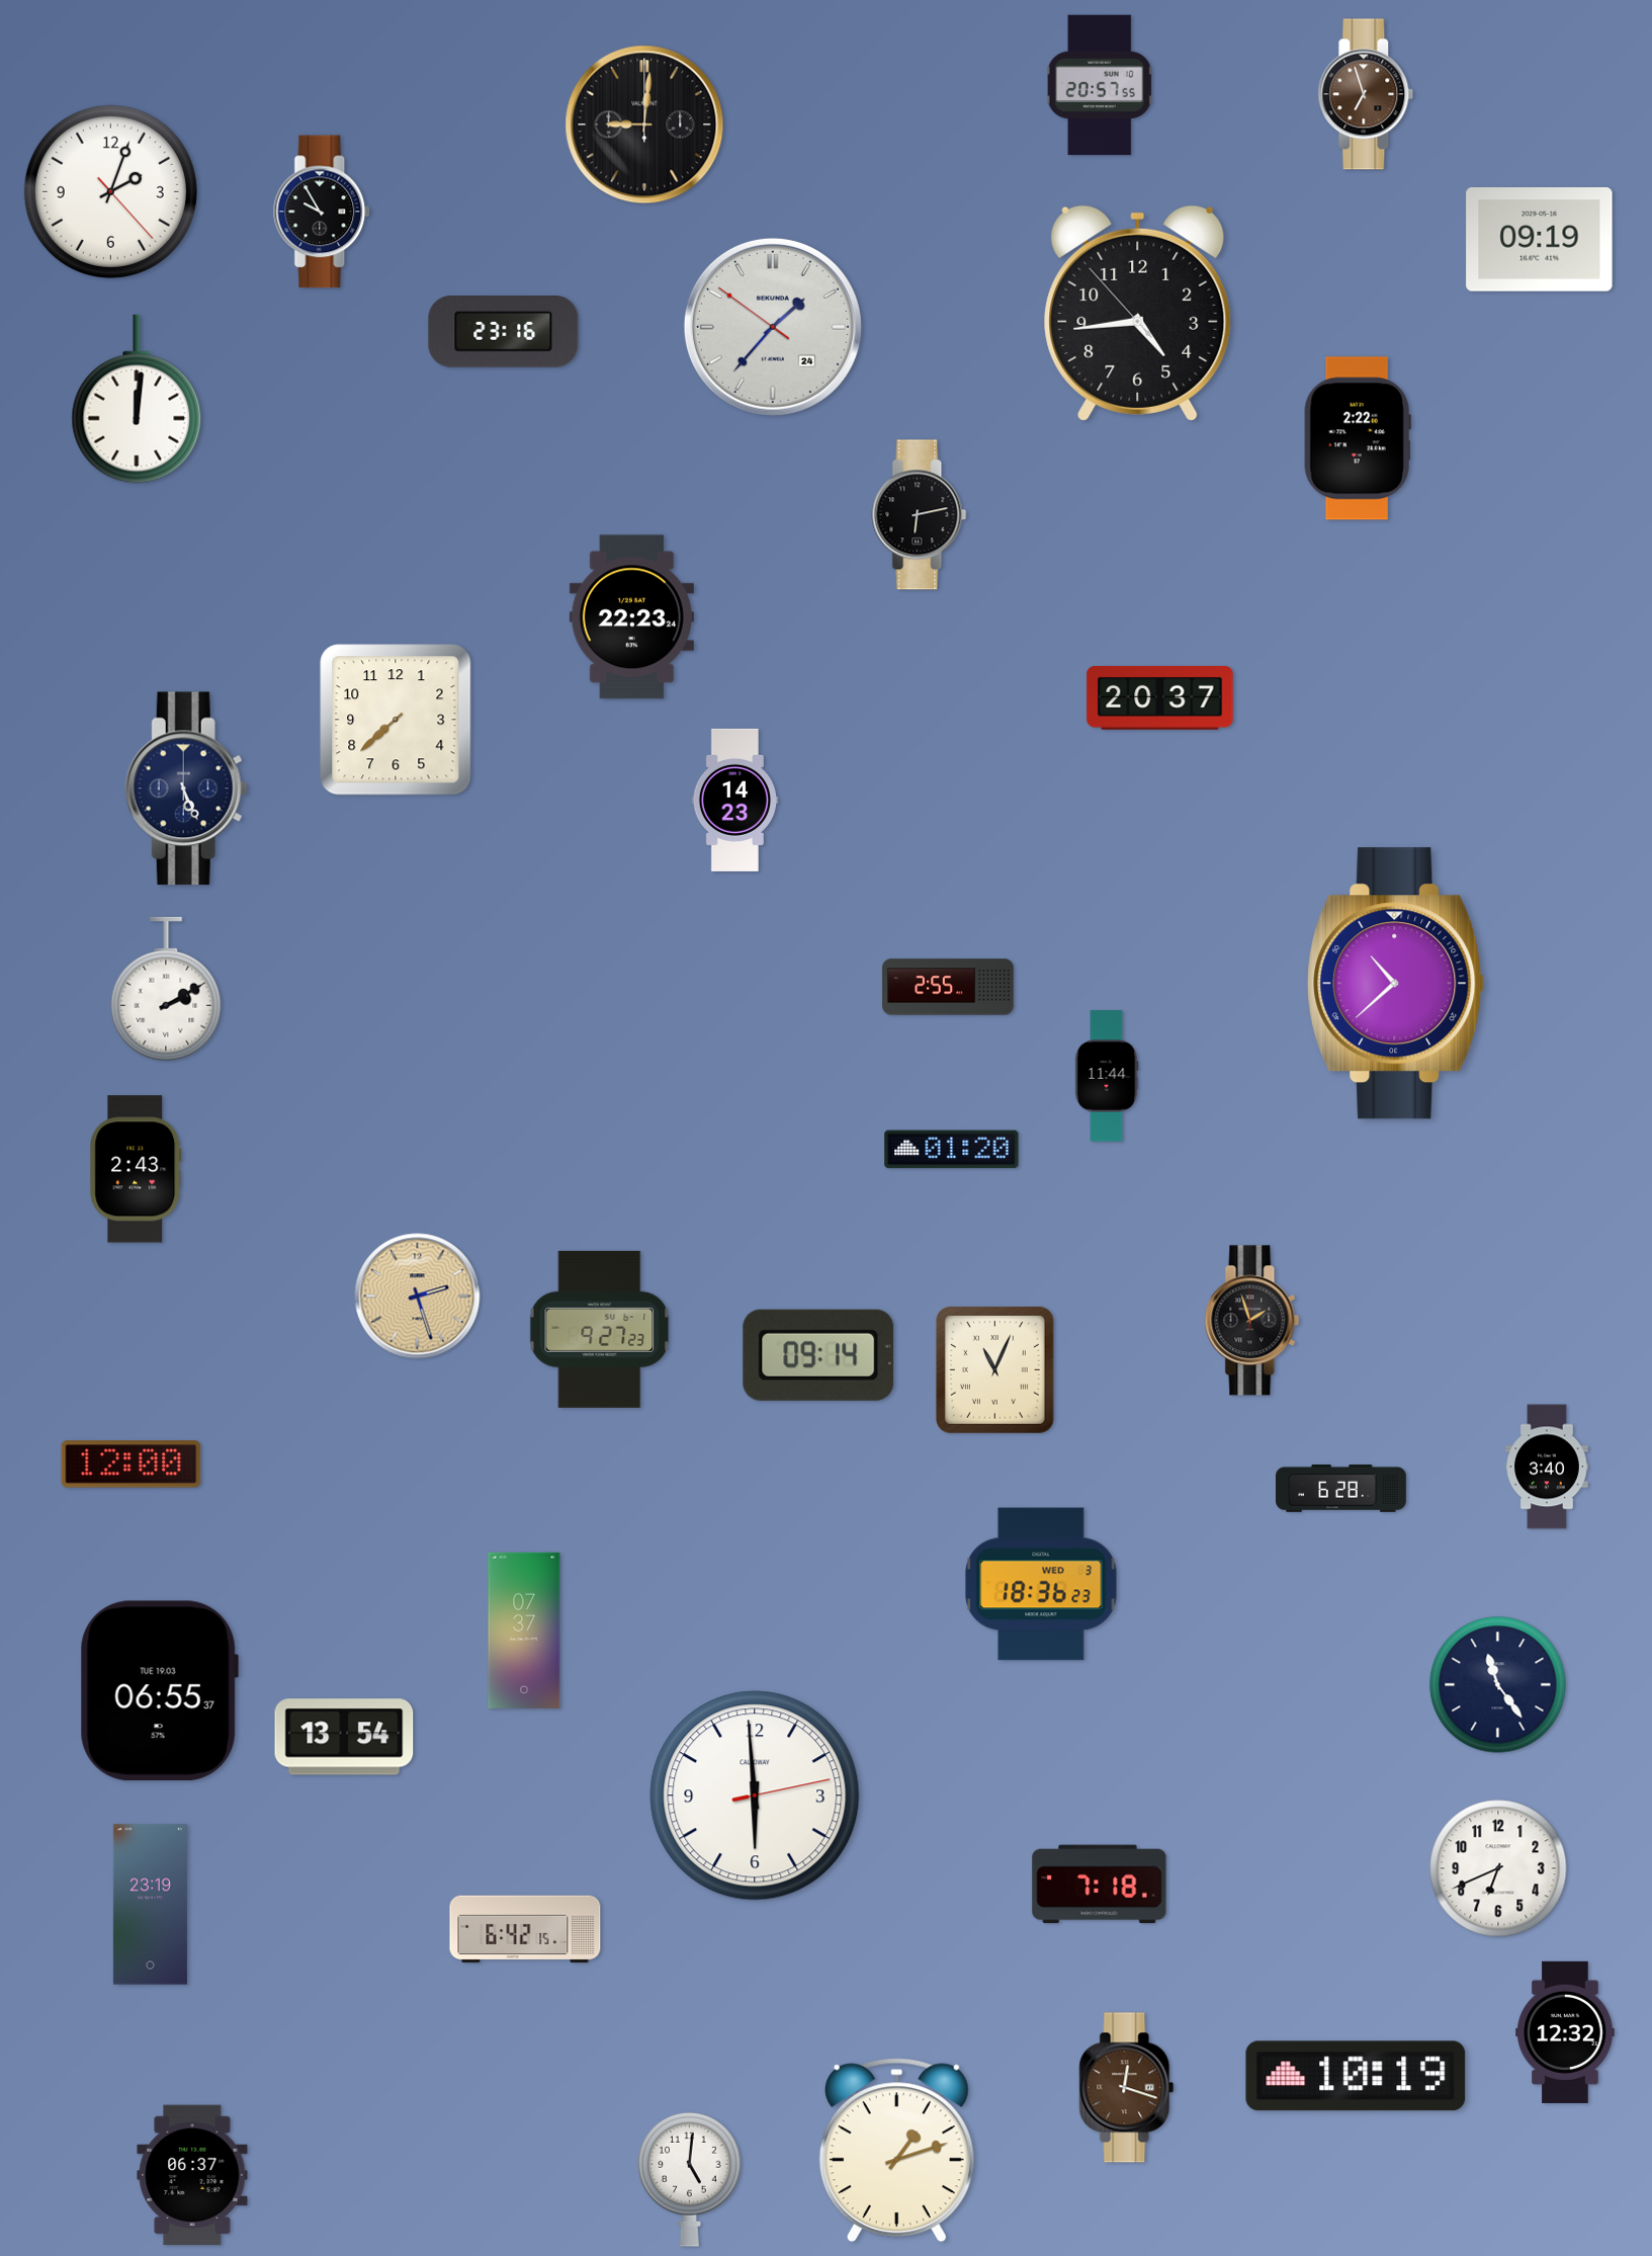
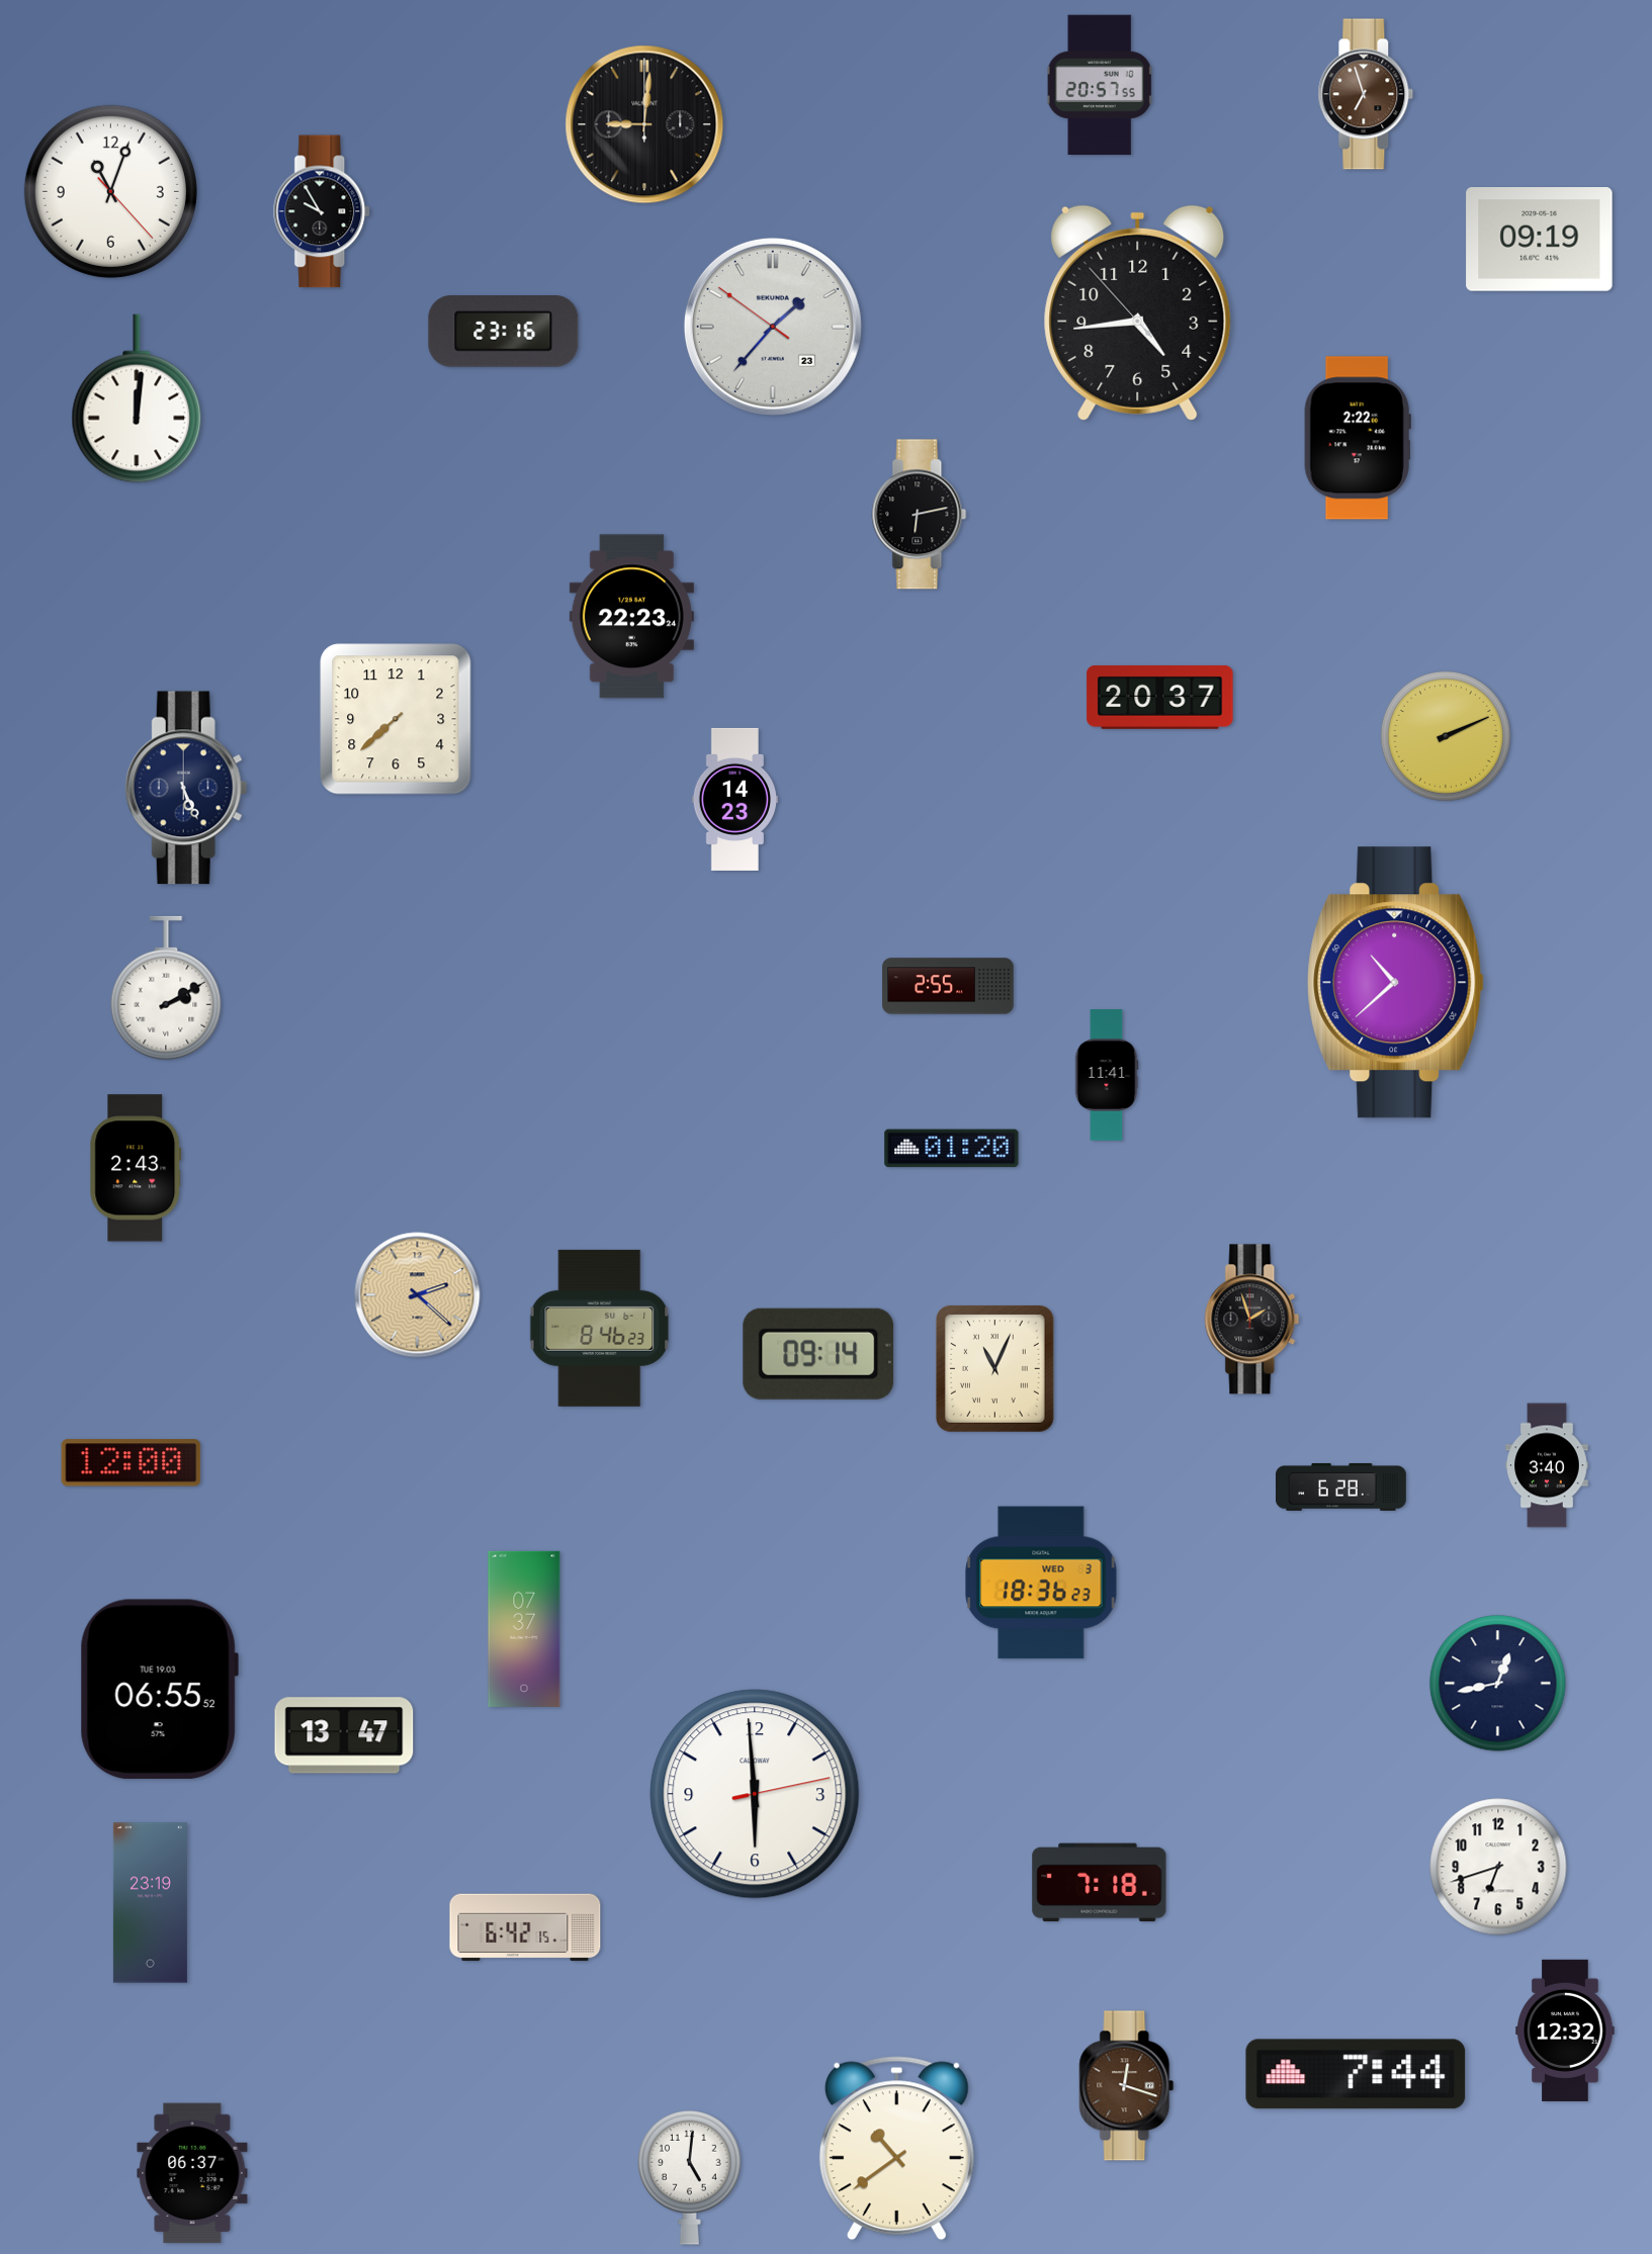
clock at (110, 191): 2:03 -> 11:03
clock at (773, 327) date: 24 -> 23
clock at (1446, 736): none -> 2:11
clock at (1107, 1076): 11:44 -> 11:41
clock at (418, 1297): 2:27 -> 2:22
clock at (600, 1329): 9:27 -> 8:46
clock at (1498, 1685): 11:24 -> 12:43
clock at (159, 1691): 06:55:37 -> 06:55:52
clock at (344, 1737): 13:54 -> 13:47
clock at (1498, 1868): 6:41 -> 6:42
clock at (1356, 2076): 10:19 -> 7:44
clock at (896, 2151): 1:12 -> 10:39
